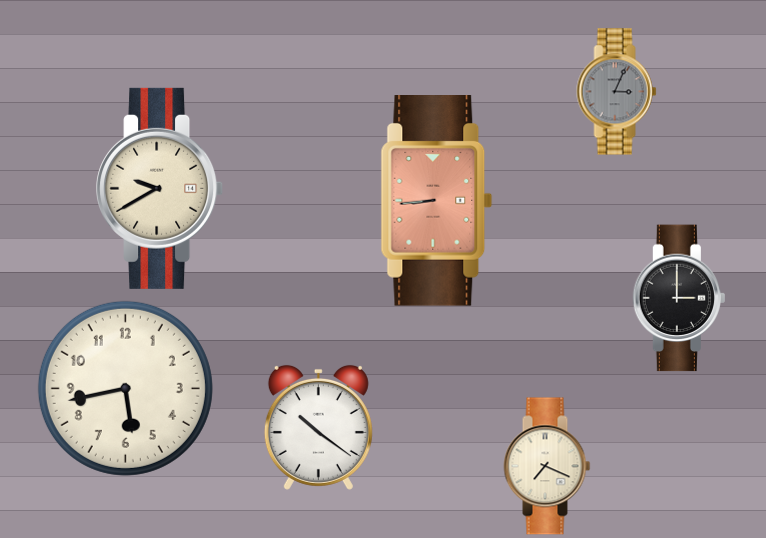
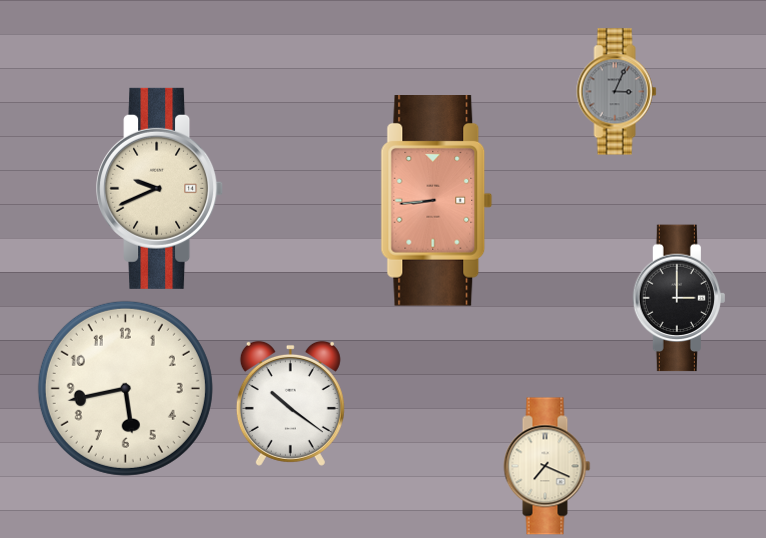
clock at (160, 188): 9:40 -> 9:41
clock at (318, 427) position: (318, 427) -> (290, 403)
